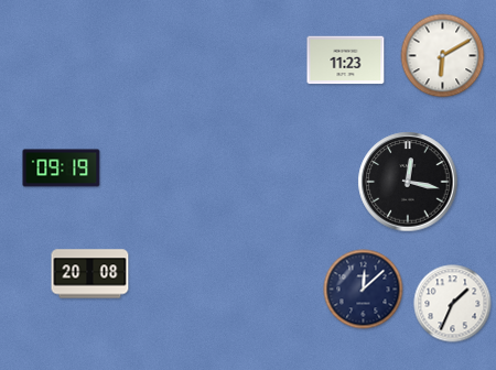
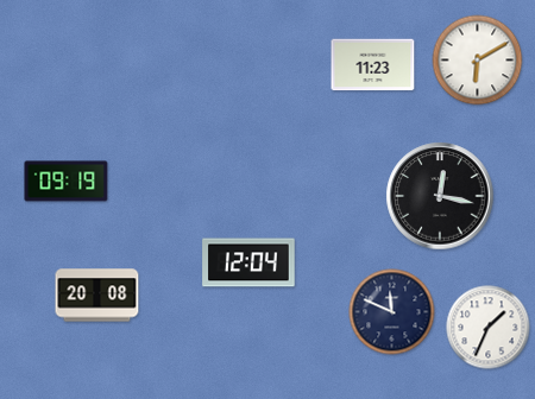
clock at (248, 262): none -> 12:04
clock at (364, 290): 12:08 -> 11:49
